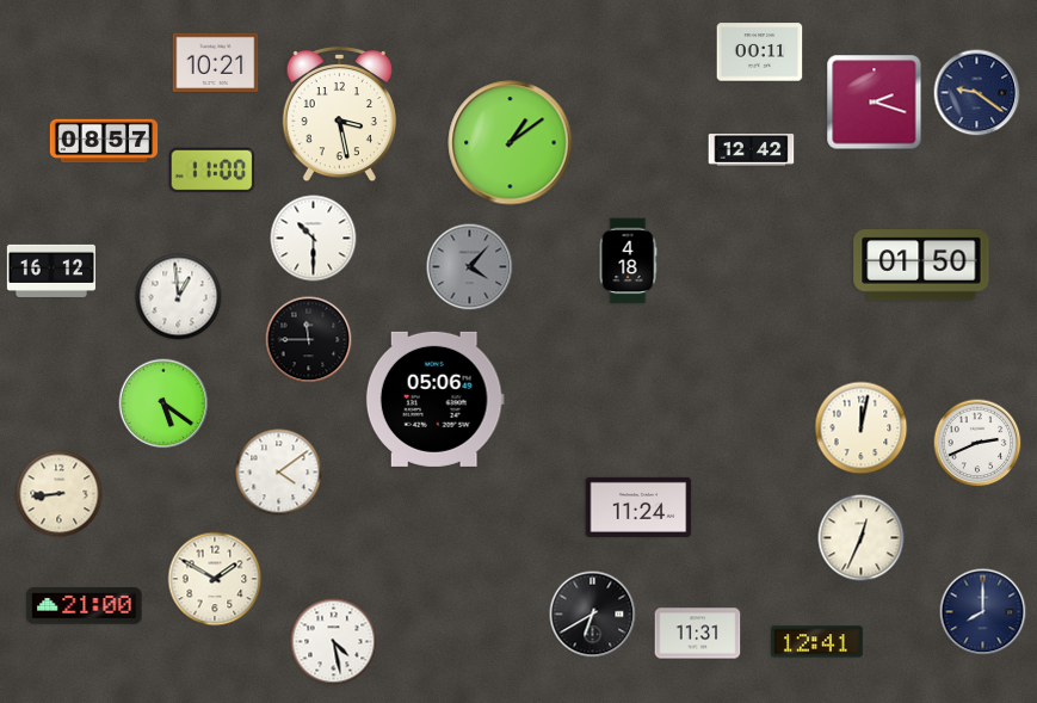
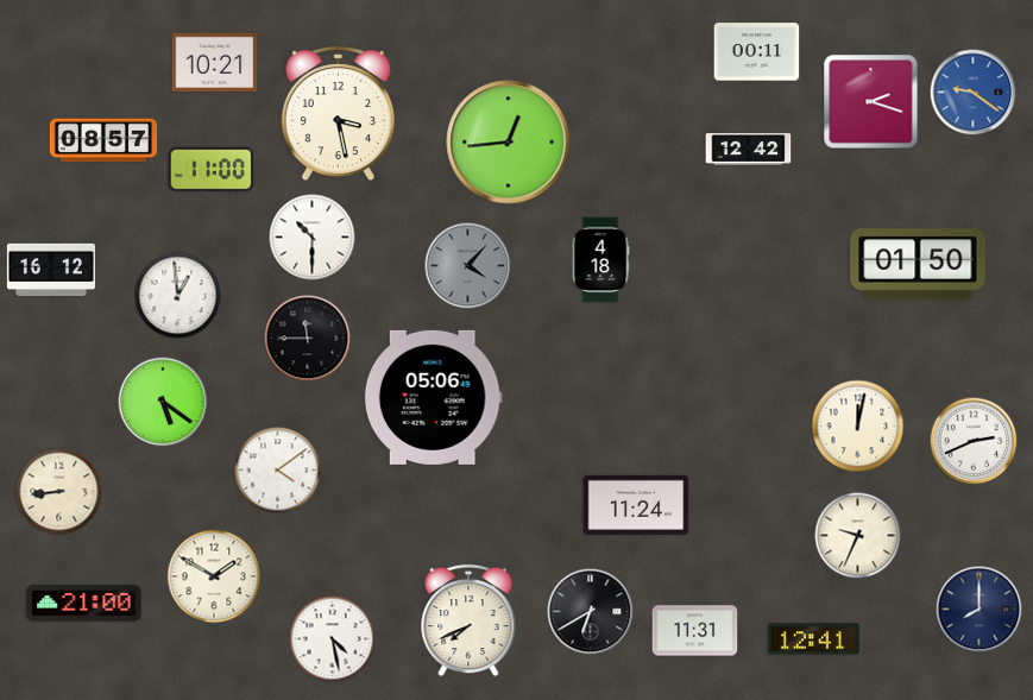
clock at (977, 93) dial: navy -> blue
clock at (511, 143): 1:09 -> 12:44
clock at (628, 261) position: (628, 261) -> (600, 260)
clock at (862, 538): 12:34 -> 9:34
clock at (468, 620): none -> 7:41
